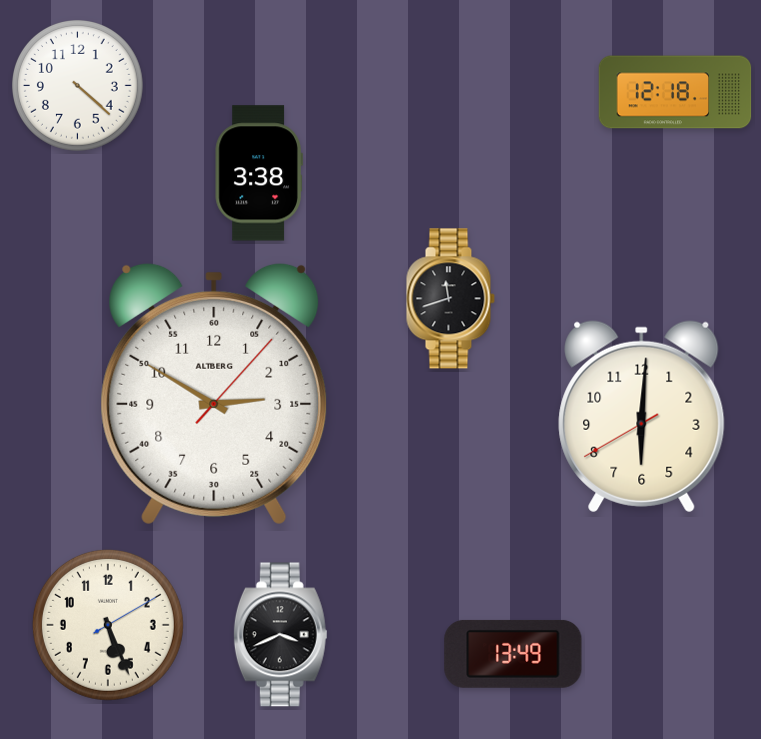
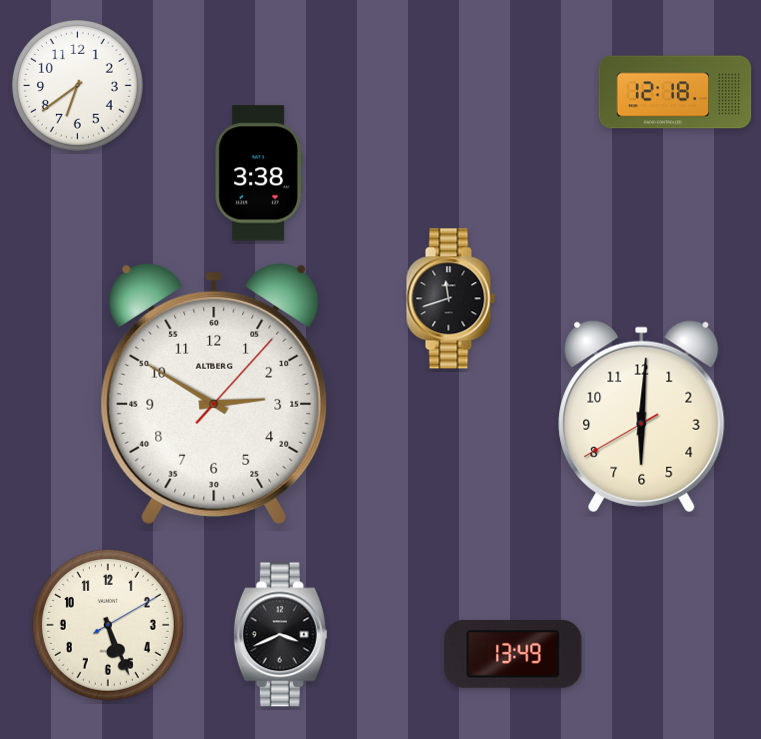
clock at (78, 86): 4:22 -> 6:39
